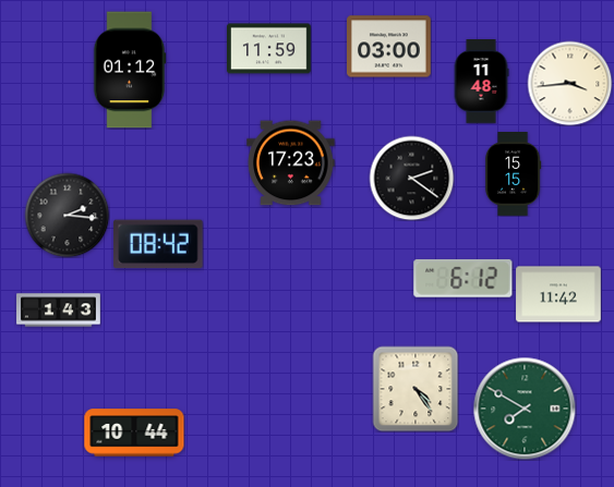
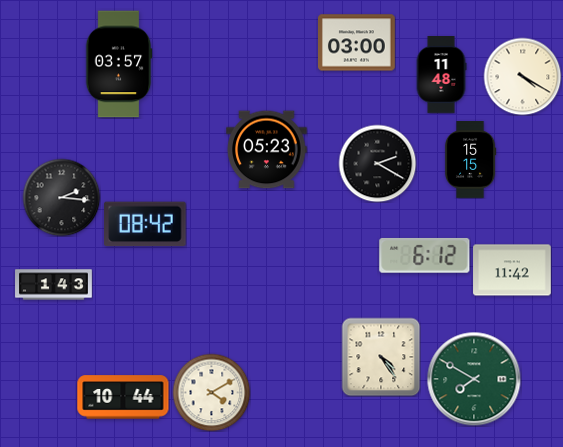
clock at (269, 49): 11:59 -> none
clock at (130, 70): 01:12 -> 03:57
clock at (569, 83): 3:44 -> 4:20
clock at (291, 163): 17:23 -> 05:23
clock at (411, 178): 2:21 -> 2:20
clock at (525, 409) position: (525, 409) -> (474, 379)
clock at (211, 392): none -> 4:10
